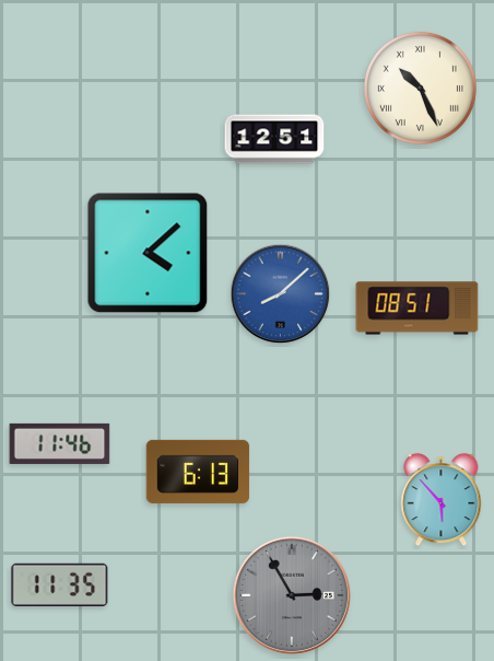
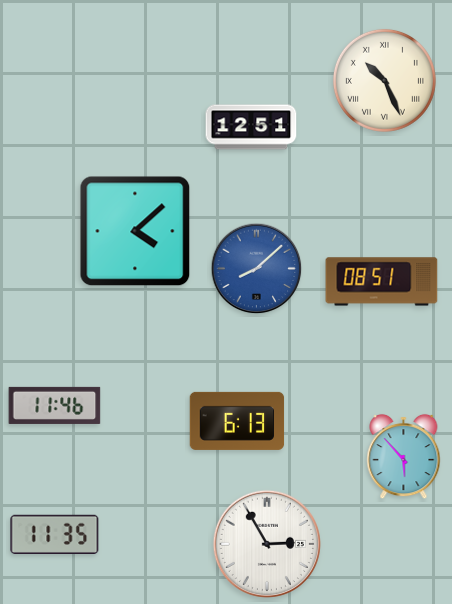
clock at (198, 472) position: (198, 472) -> (237, 421)
clock at (292, 595) dial: grey -> white
